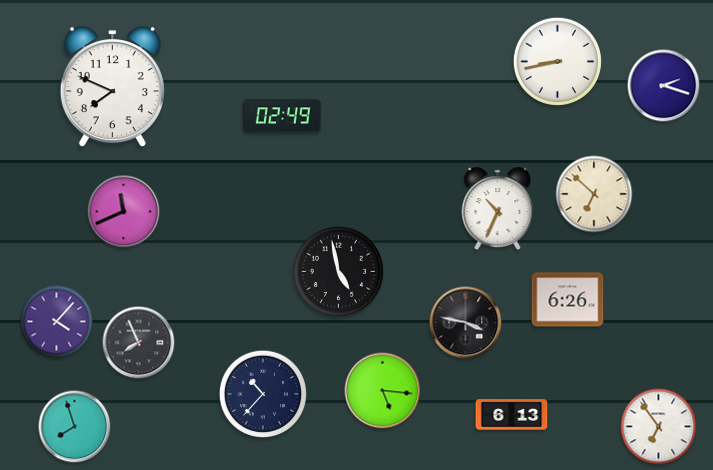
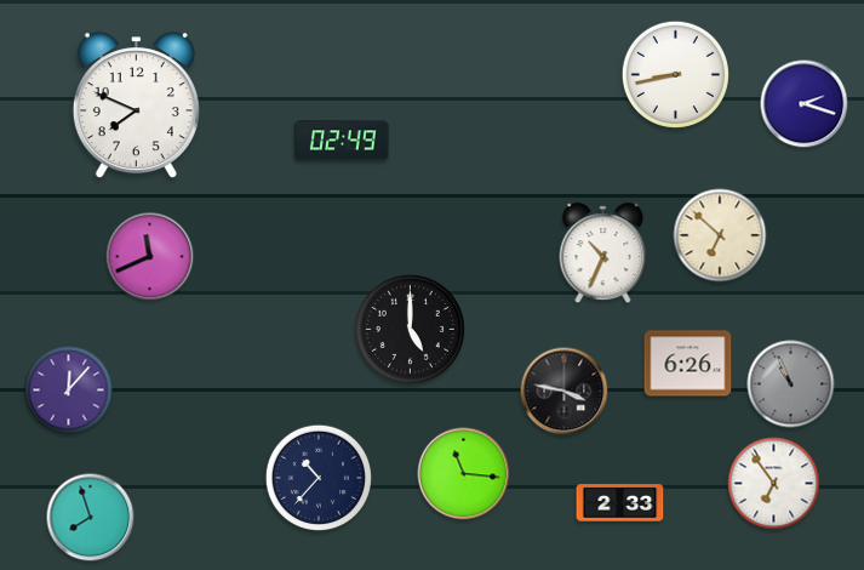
clock at (338, 271): 4:58 -> 5:00
clock at (791, 384): none -> 10:56
clock at (57, 322): 4:07 -> 12:07
clock at (139, 343): 7:56 -> none
clock at (383, 391): 5:16 -> 11:16
clock at (512, 415): 6:13 -> 2:33
clock at (659, 427) position: (659, 427) -> (774, 484)
